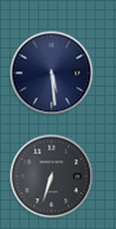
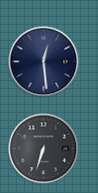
clock at (52, 74): 5:29 -> 12:29
